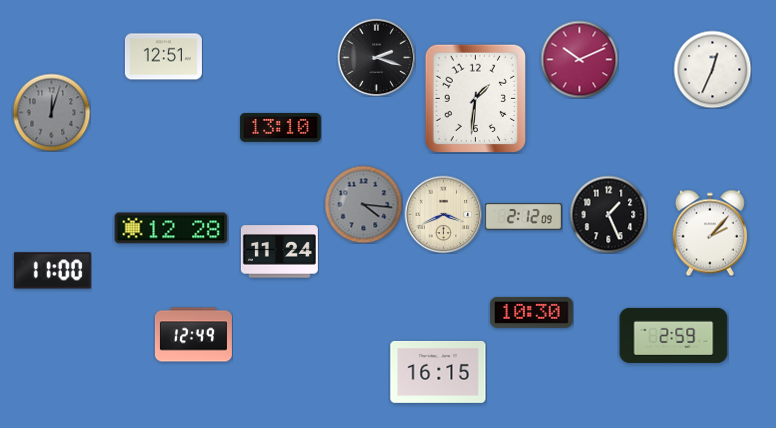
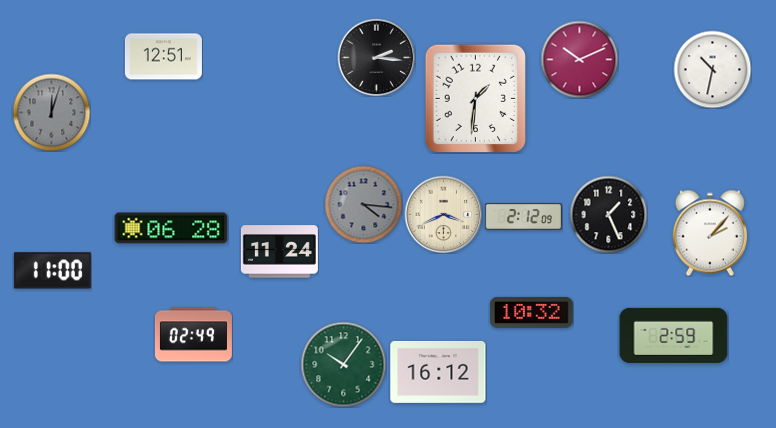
clock at (376, 57): 2:18 -> 2:16
clock at (712, 69): 12:34 -> 10:32
clock at (281, 127): 13:10 -> none
clock at (171, 228): 12:28 -> 06:28
clock at (532, 312): 10:30 -> 10:32
clock at (193, 335): 12:49 -> 02:49
clock at (343, 364): none -> 10:06
clock at (438, 372): 16:15 -> 16:12
